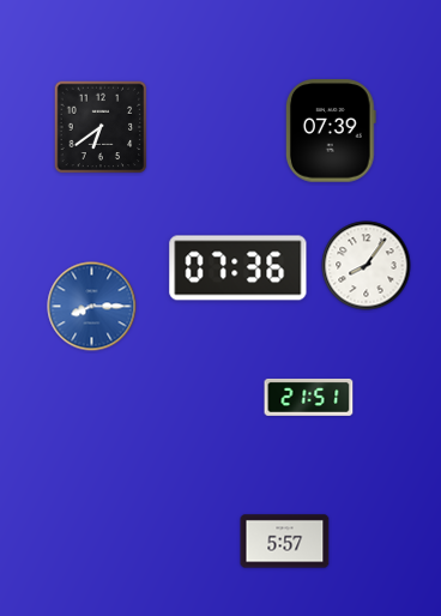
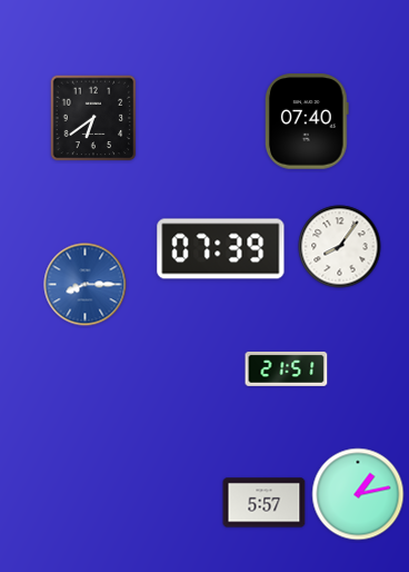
clock at (331, 131): 07:39 -> 07:40
clock at (238, 268): 07:36 -> 07:39
clock at (358, 494): none -> 1:13
